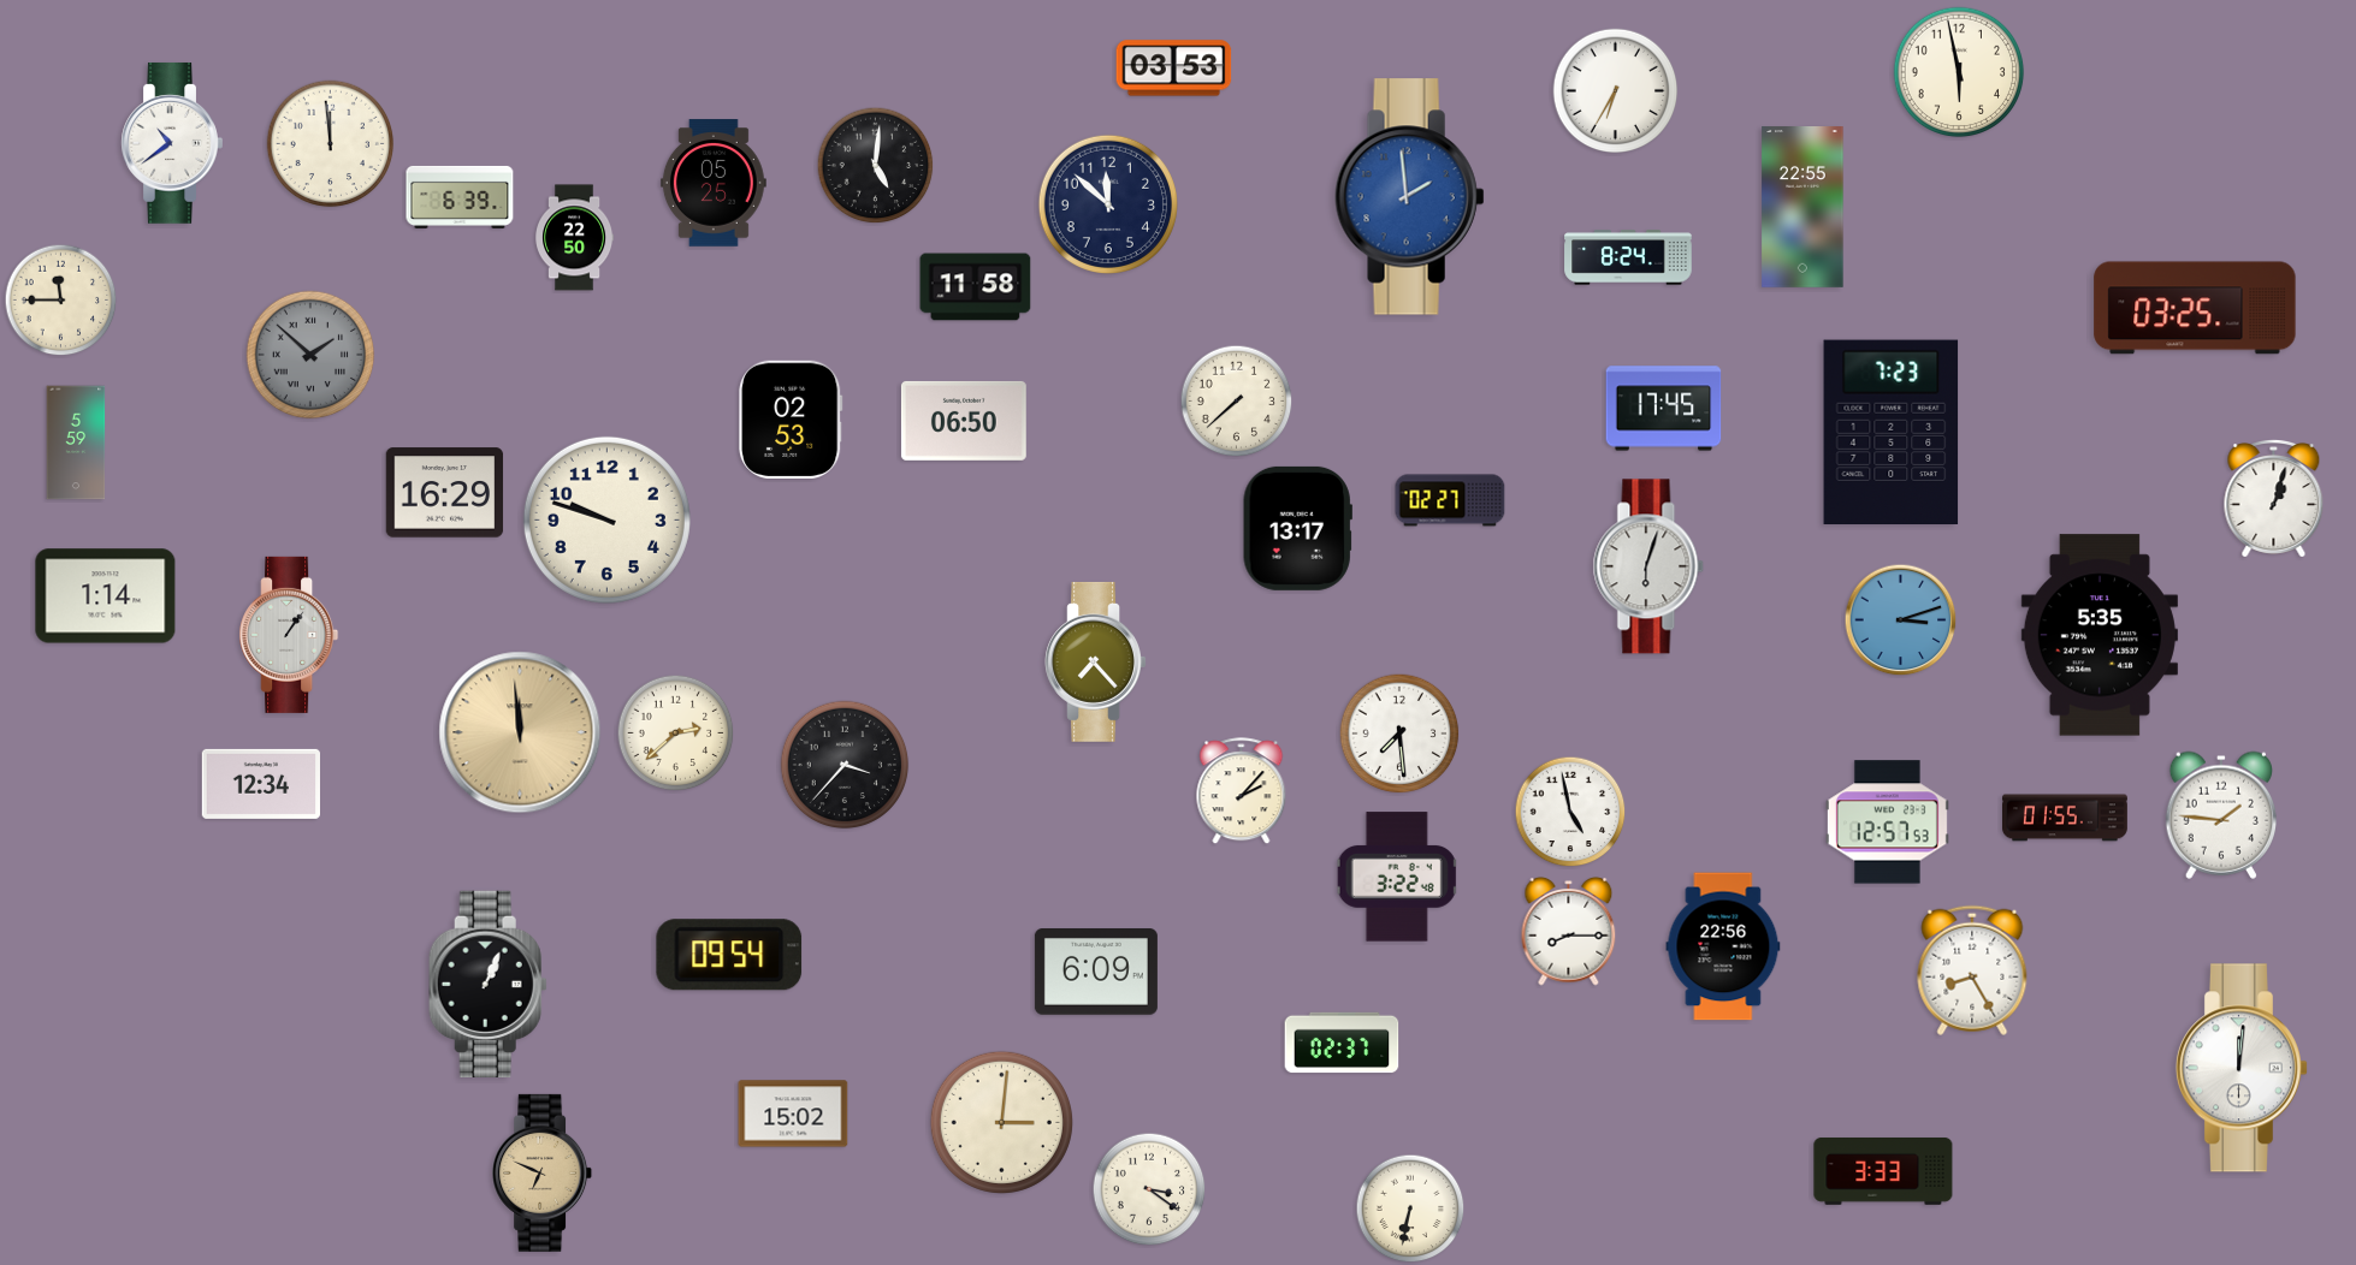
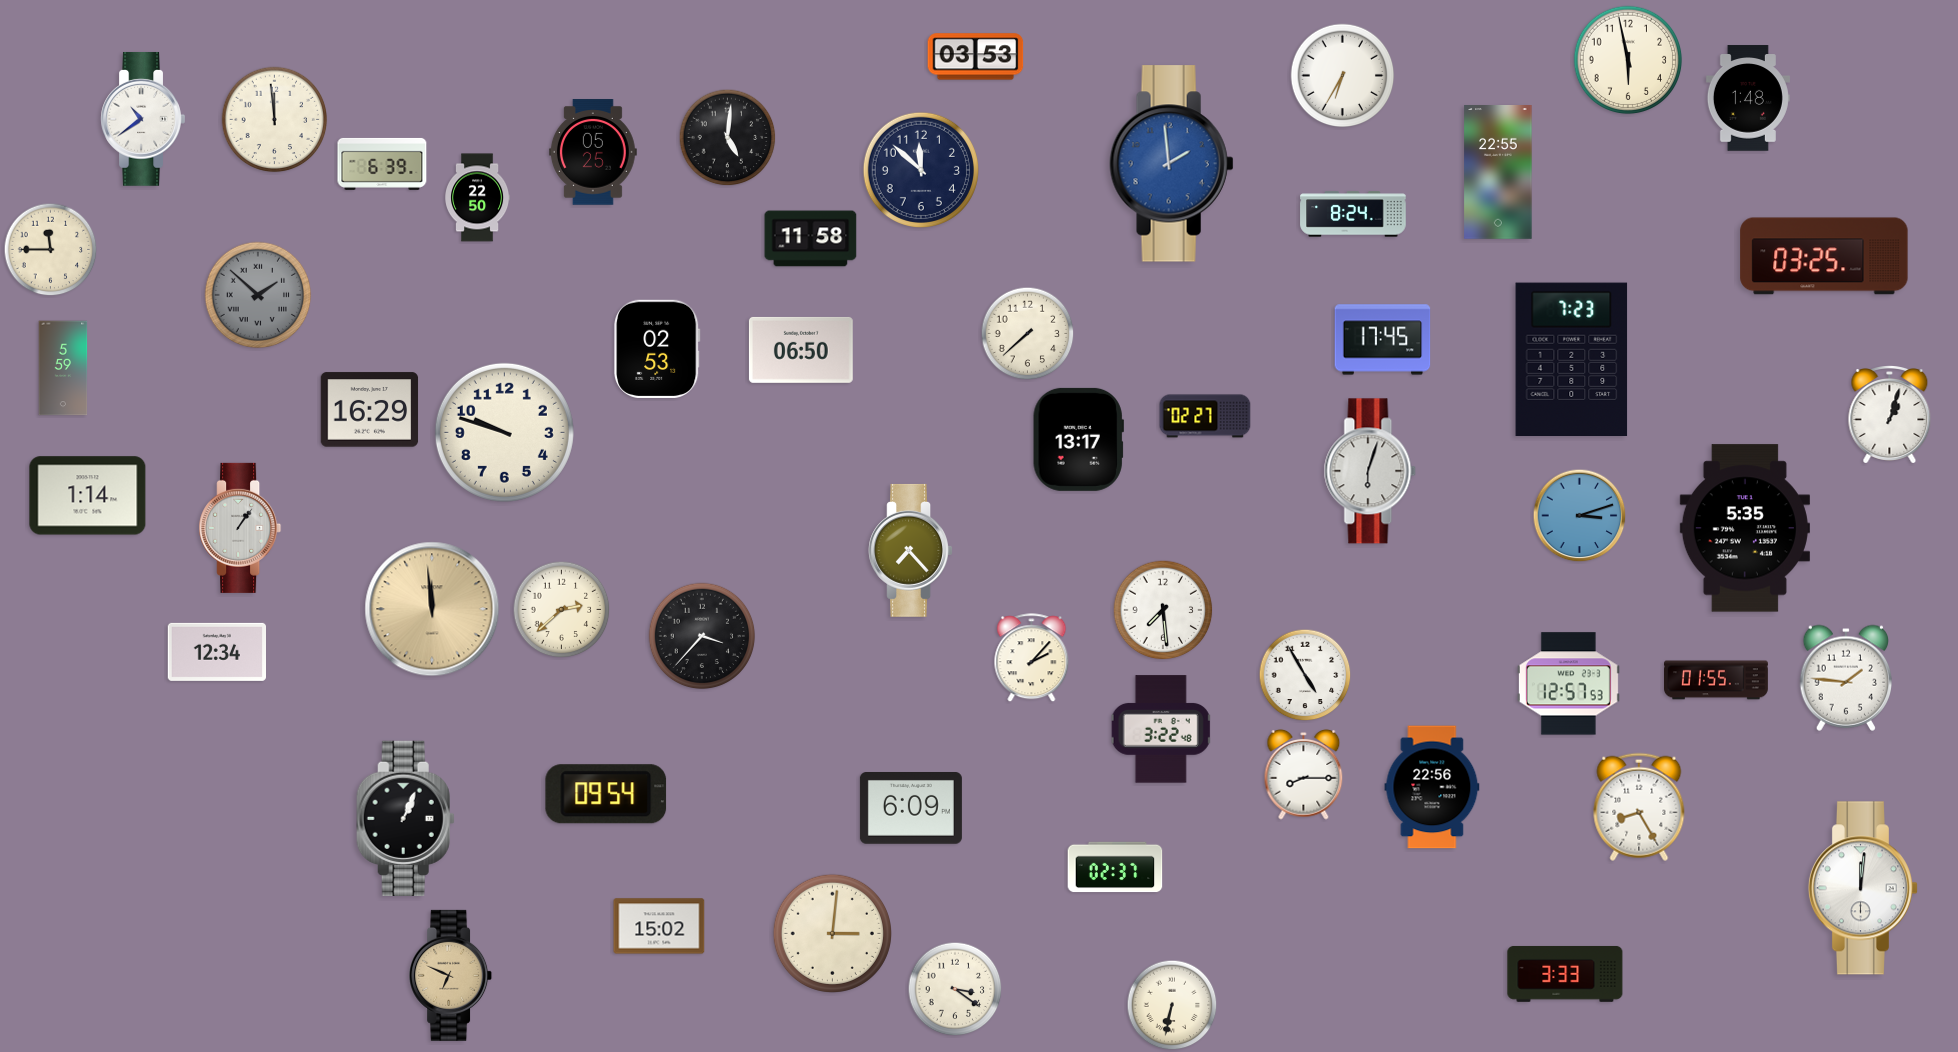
clock at (1748, 98): none -> 1:48
clock at (1570, 812): 4:58 -> 4:55
